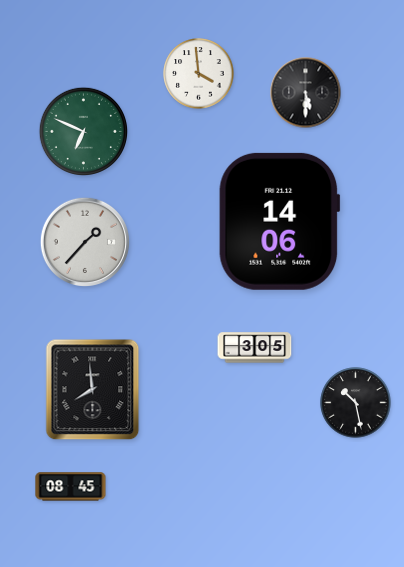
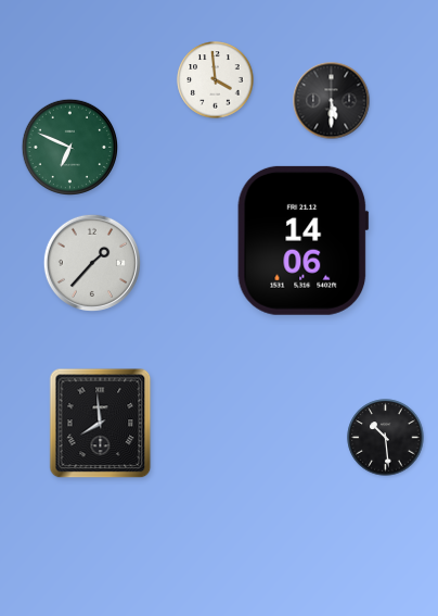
clock at (83, 131) position: (83, 131) -> (69, 147)
clock at (255, 348): 3:05 -> none
clock at (356, 403): 10:28 -> 10:29
clock at (71, 487): 08:45 -> none
